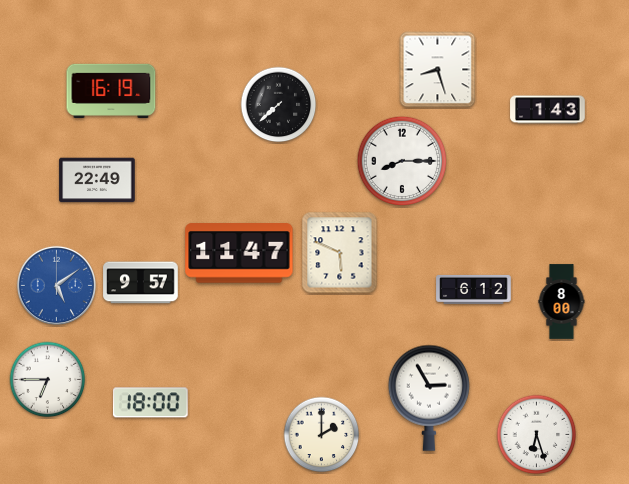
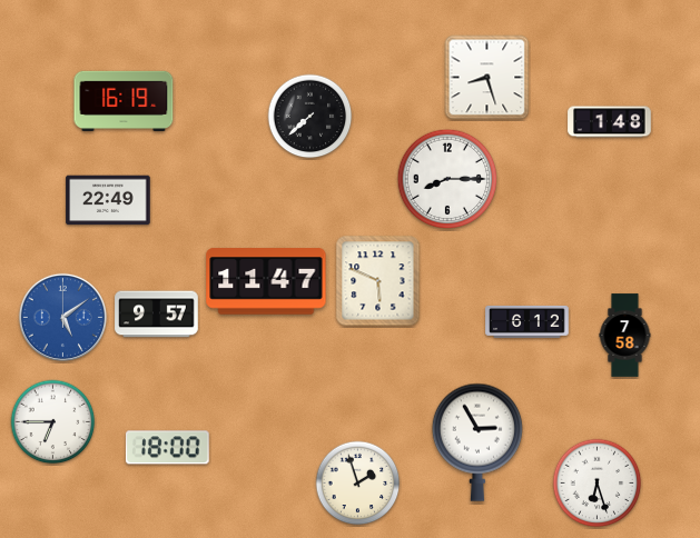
clock at (548, 110): 1:43 -> 1:48
clock at (562, 302): 8:00 -> 7:58
clock at (322, 435): 2:00 -> 1:57
